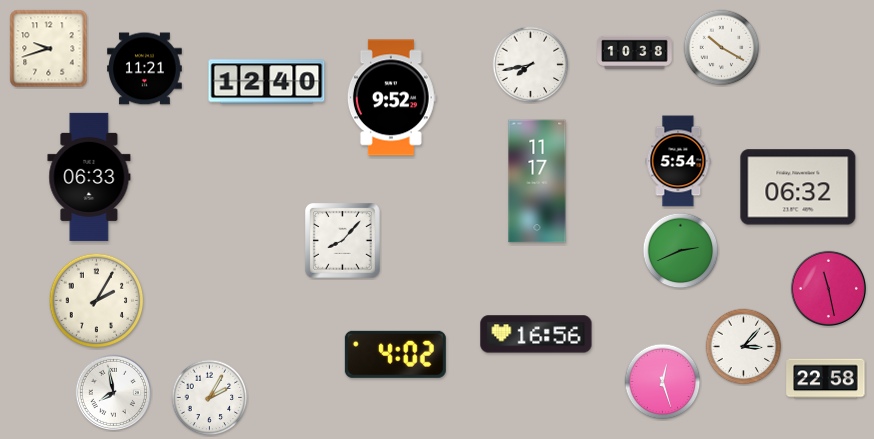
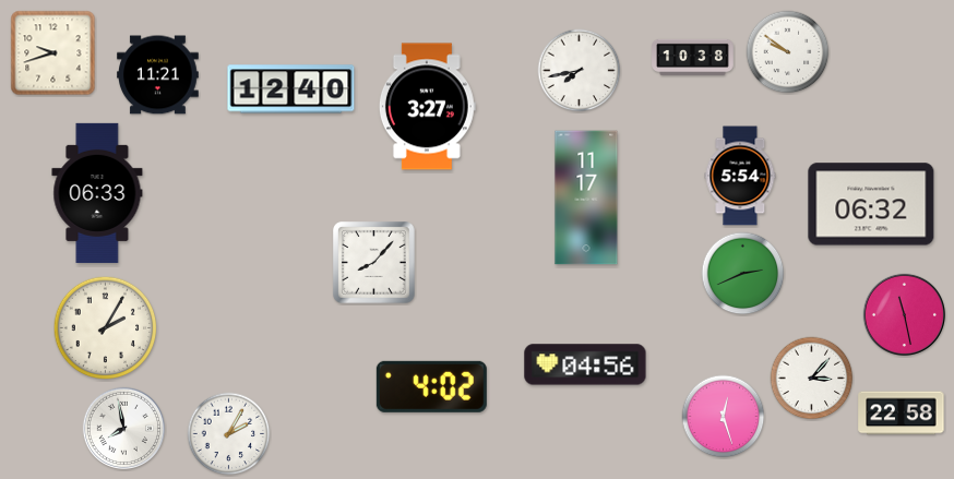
clock at (722, 48): 10:20 -> 9:51
clock at (391, 98): 9:52 -> 3:27
clock at (536, 334): 16:56 -> 04:56
